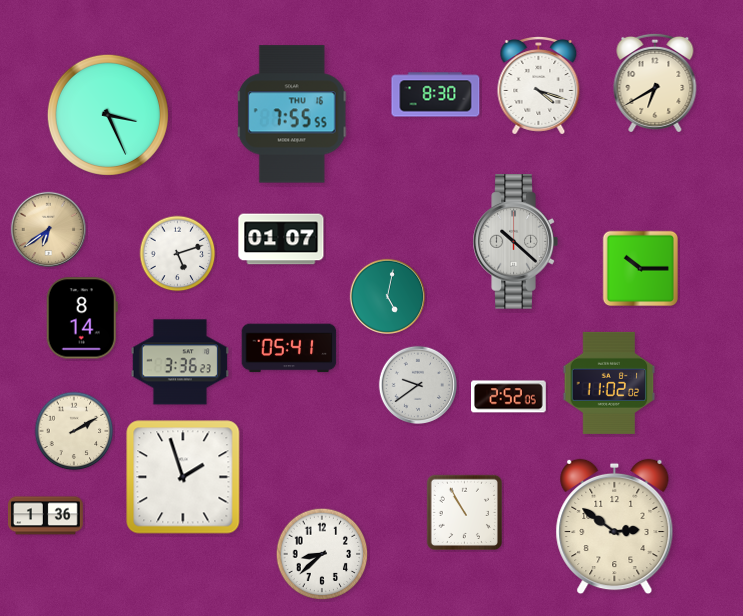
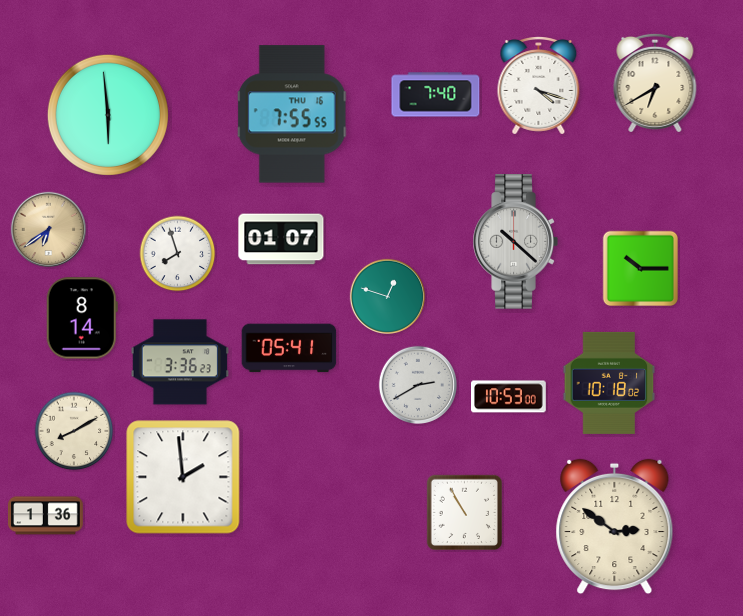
clock at (436, 95): 8:30 -> 7:40
clock at (108, 115): 3:26 -> 5:59
clock at (178, 254): 5:12 -> 7:57
clock at (387, 296): 5:02 -> 12:48
clock at (609, 383): 11:02 -> 10:18
clock at (417, 384): 9:39 -> 2:40
clock at (509, 397): 2:52 -> 10:53
clock at (74, 431): 2:10 -> 8:10
clock at (183, 477): 1:57 -> 1:59
clock at (322, 554): 8:38 -> none
